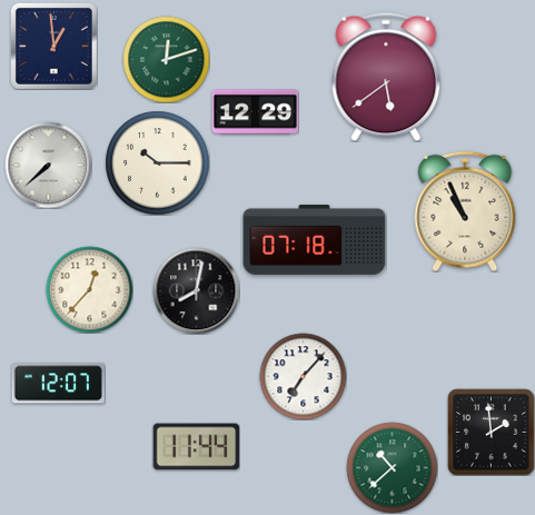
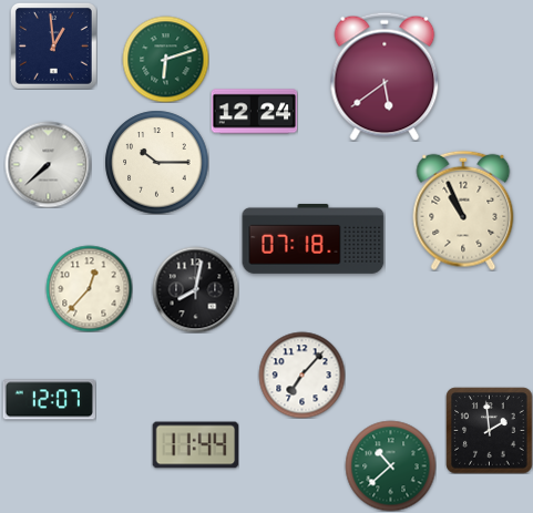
clock at (166, 59): 12:12 -> 6:12
clock at (255, 112): 12:29 -> 12:24
clock at (58, 384) position: (58, 384) -> (49, 400)
